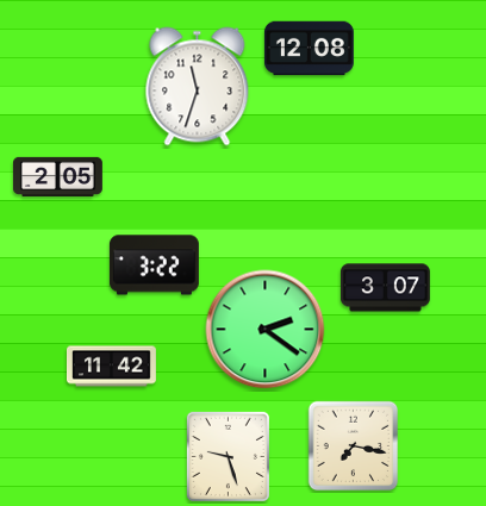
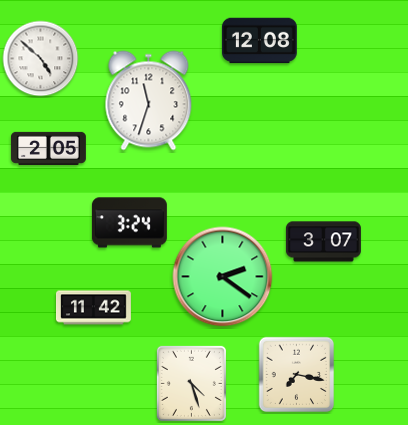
clock at (41, 59): none -> 4:52
clock at (198, 87) position: (198, 87) -> (149, 101)
clock at (154, 266): 3:22 -> 3:24
clock at (228, 456): 9:27 -> 4:27
